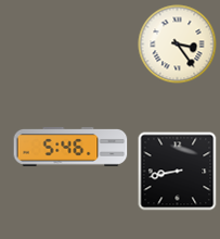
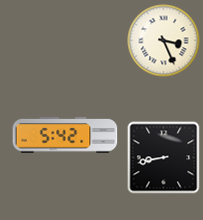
clock at (178, 45): 3:24 -> 3:26
clock at (70, 147): 5:46 -> 5:42
